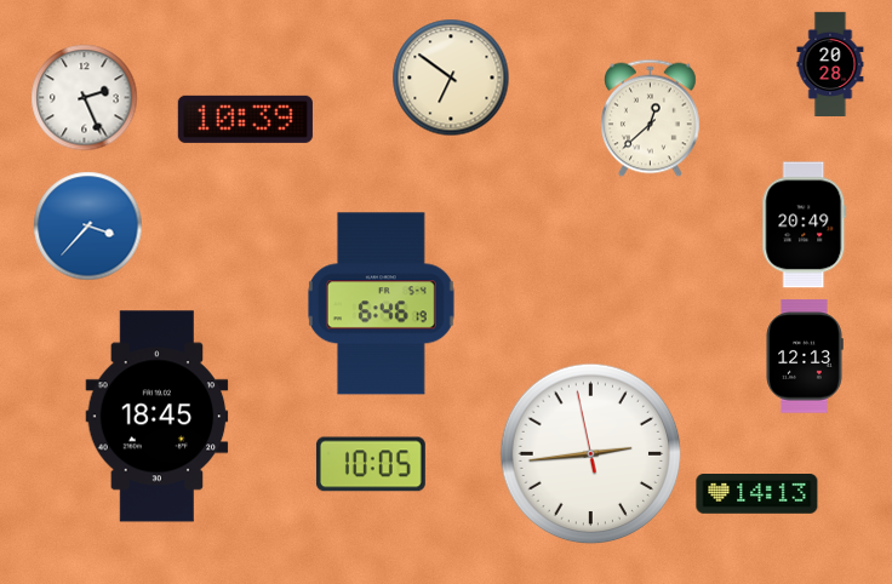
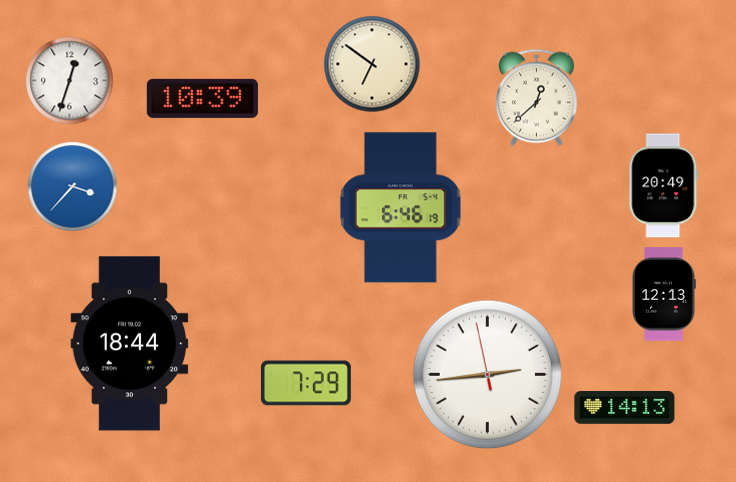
clock at (830, 63): 20:28 -> none
clock at (85, 98): 2:26 -> 12:33
clock at (381, 304) position: (381, 304) -> (400, 208)
clock at (158, 417): 18:45 -> 18:44
clock at (371, 464): 10:05 -> 7:29
